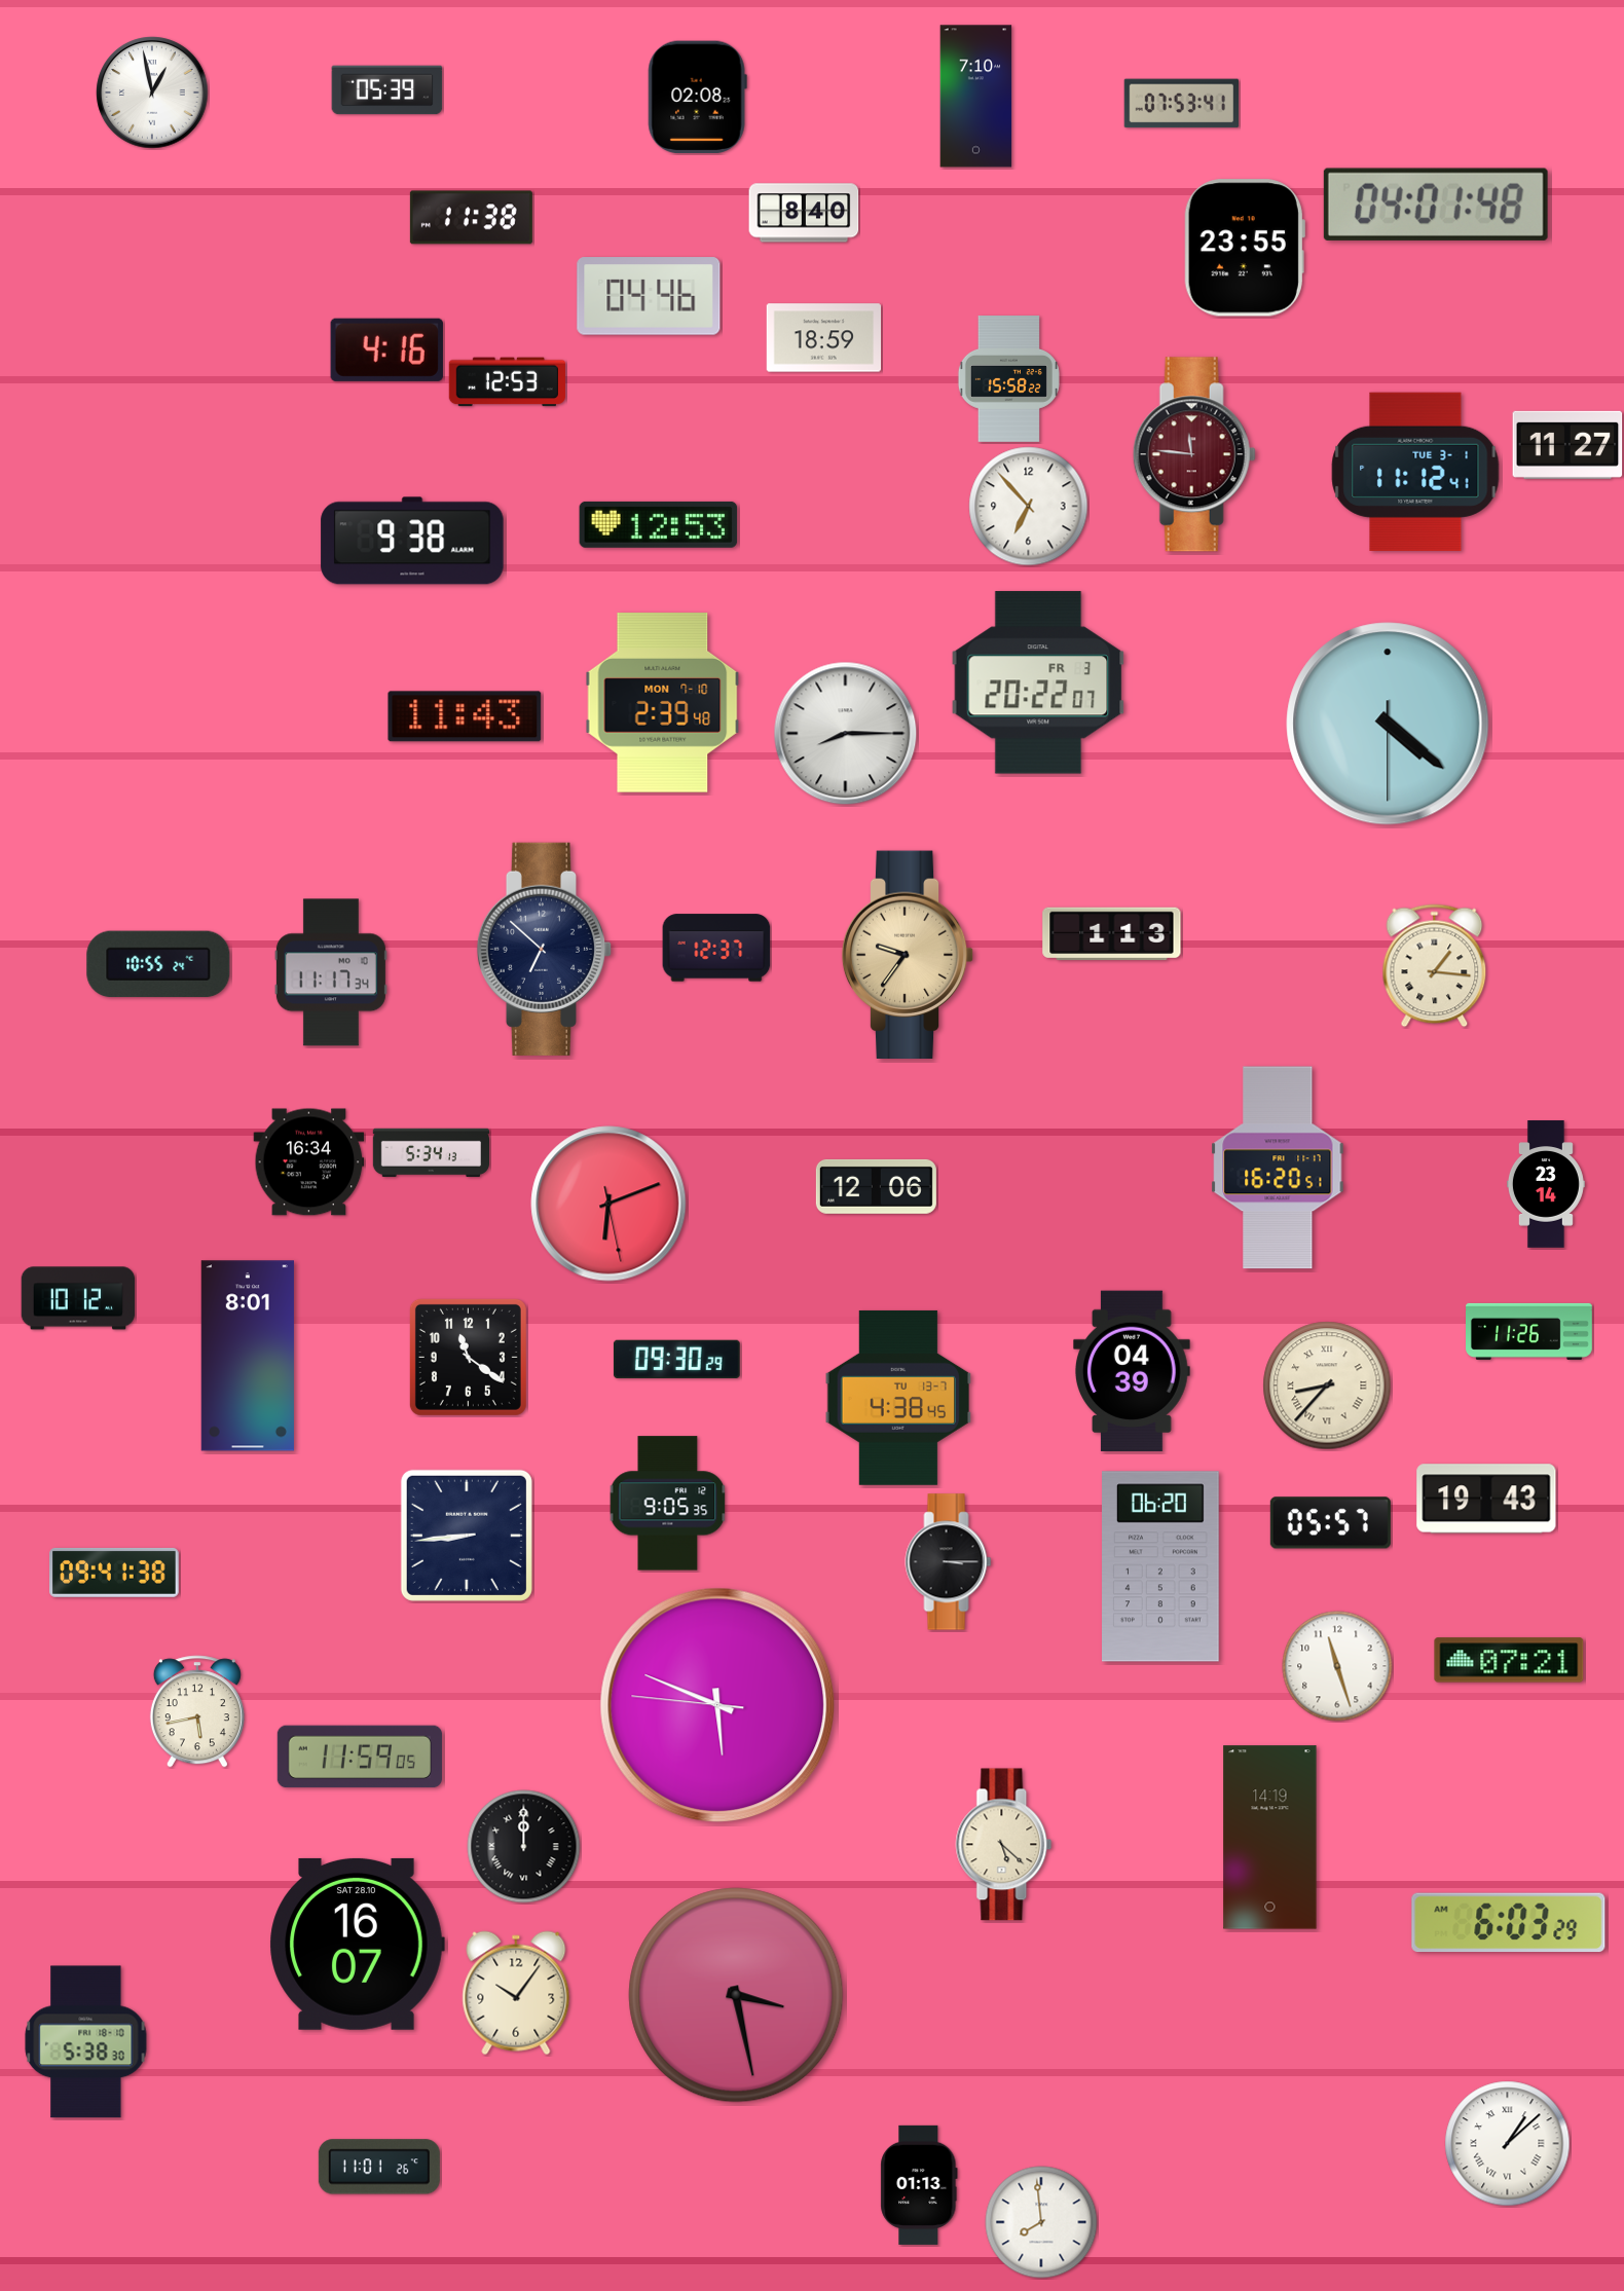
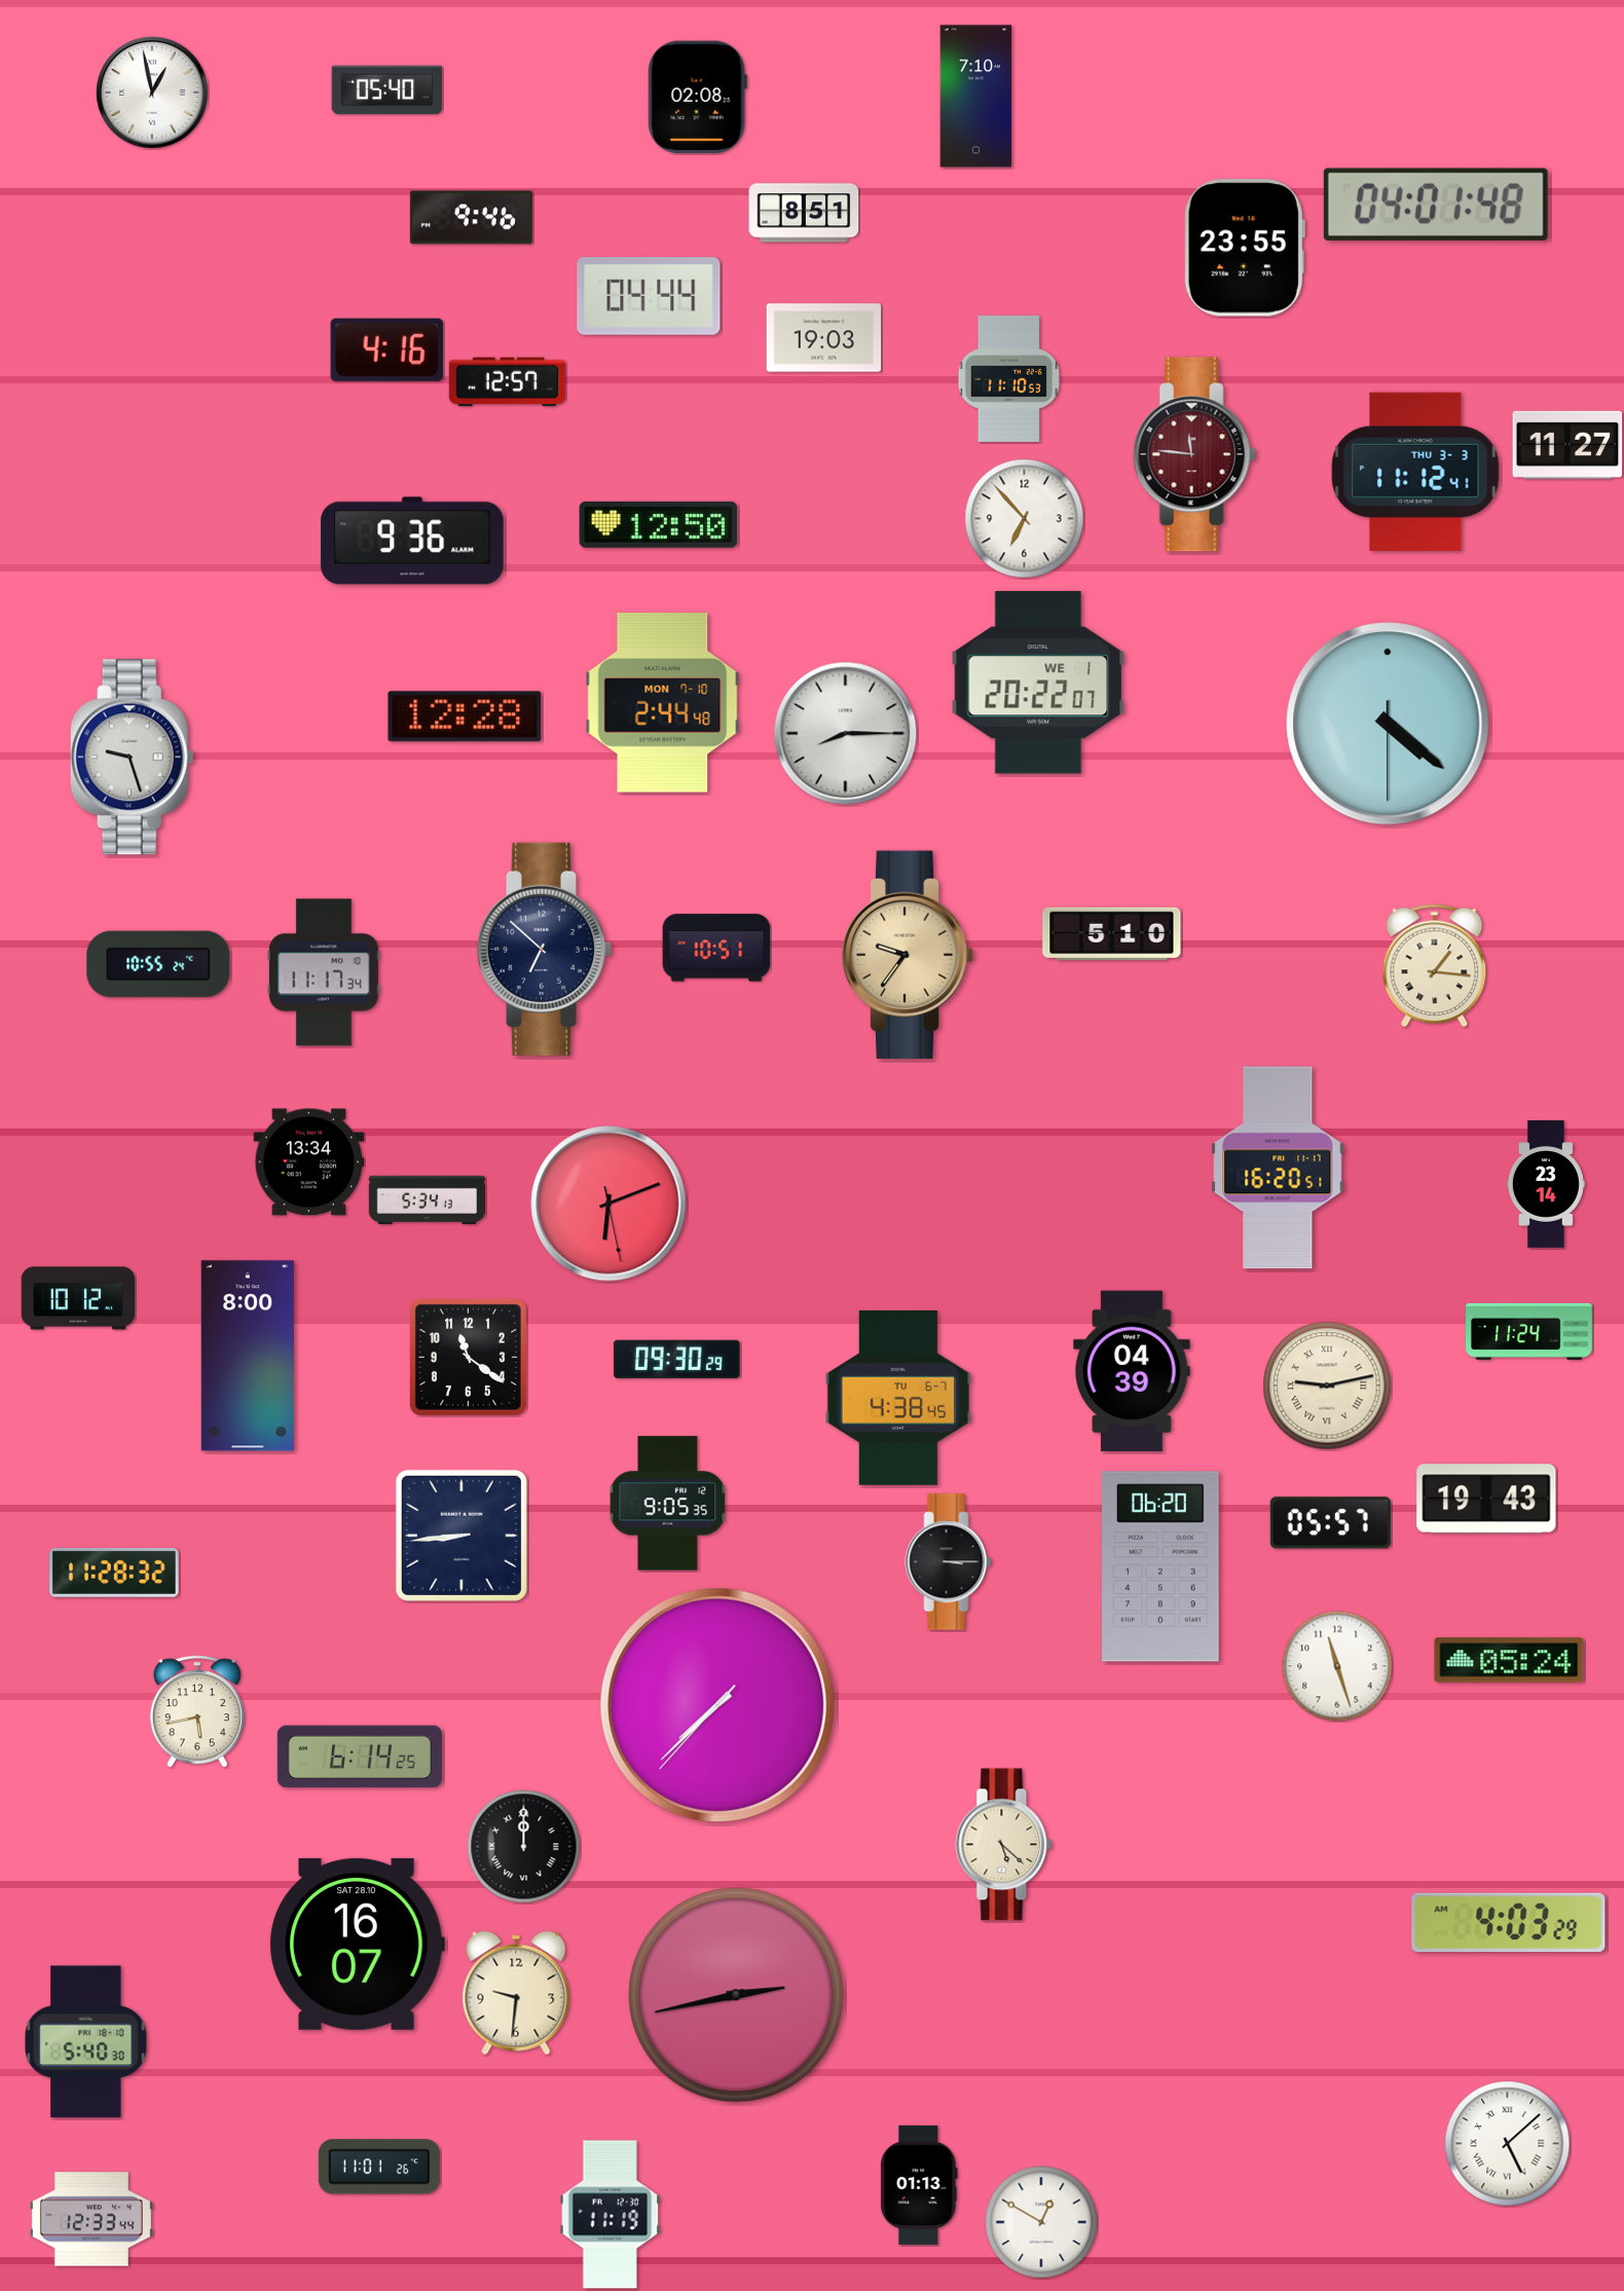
clock at (387, 90): 05:39 -> 05:40
clock at (1182, 104): 07:53 -> none
clock at (804, 213): 8:40 -> 8:51
clock at (471, 218): 11:38 -> 9:46
clock at (649, 296): 04:46 -> 04:44
clock at (824, 338): 18:59 -> 19:03
clock at (1008, 379): 15:58 -> 11:10
clock at (507, 382): 12:53 -> 12:57
clock at (1415, 471) date: TUE 3-1 -> THU 3-3
clock at (1029, 507) position: (1029, 507) -> (1025, 519)
clock at (659, 524): 12:53 -> 12:50
clock at (412, 541): 9:38 -> 9:36
clock at (1038, 682) date: FR 3 -> WE 1
clock at (663, 703): 2:39 -> 2:44
clock at (465, 716): 11:43 -> 12:28
clock at (132, 757): none -> 9:27
clock at (1112, 934): 1:13 -> 5:10
clock at (716, 948): 12:37 -> 10:51
clock at (331, 972) position: (331, 972) -> (324, 972)
clock at (431, 1152) position: (431, 1152) -> (427, 1199)
clock at (309, 1162): 16:34 -> 13:34
clock at (876, 1186): 12:06 -> none
clock at (1529, 1331): 11:26 -> 11:24
clock at (248, 1356): 8:01 -> 8:00
clock at (1327, 1385): 8:37 -> 9:13
clock at (898, 1398) date: TU 13-7 -> TU 6-7
clock at (467, 1536) position: (467, 1536) -> (462, 1536)
clock at (114, 1573): 09:41 -> 11:28
clock at (1509, 1660): 07:21 -> 05:24
clock at (717, 1705): 5:48 -> 7:37
clock at (360, 1757): 11:59 -> 6:14
clock at (1270, 1838): 14:19 -> none
clock at (1509, 1923): 6:03 -> 4:03
clock at (516, 1993): 10:06 -> 9:31
clock at (736, 1995): 3:28 -> 2:43
clock at (86, 2042): 5:38 -> 5:40
clock at (1508, 2144): 1:08 -> 5:08
clock at (611, 2215): none -> 11:19
clock at (91, 2219): none -> 12:33
clock at (1041, 2222): 7:59 -> 12:50
